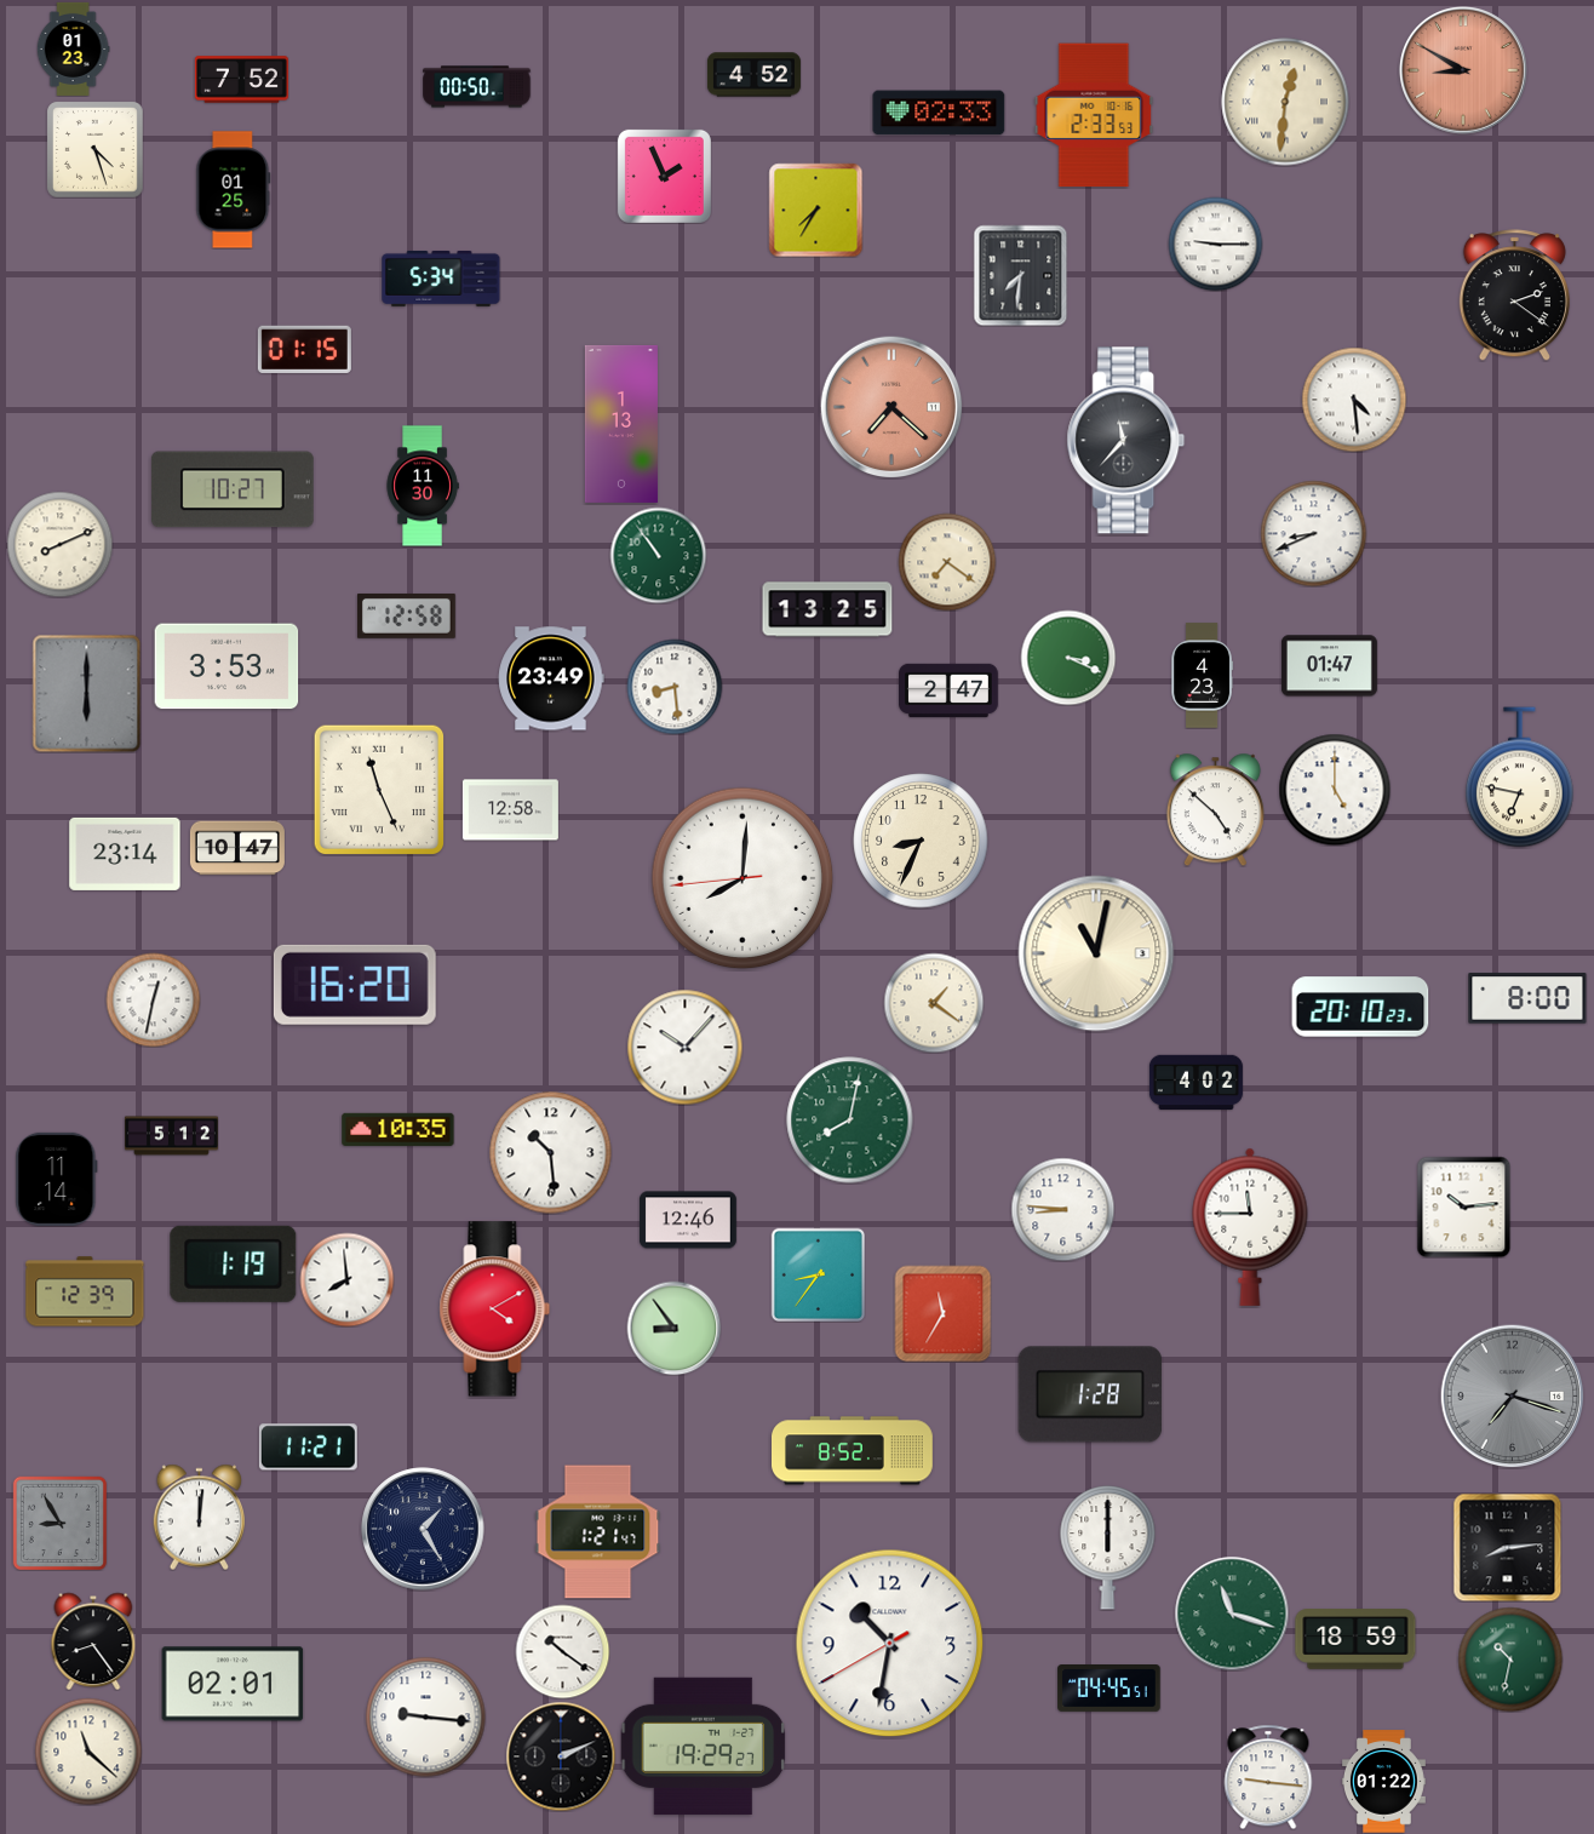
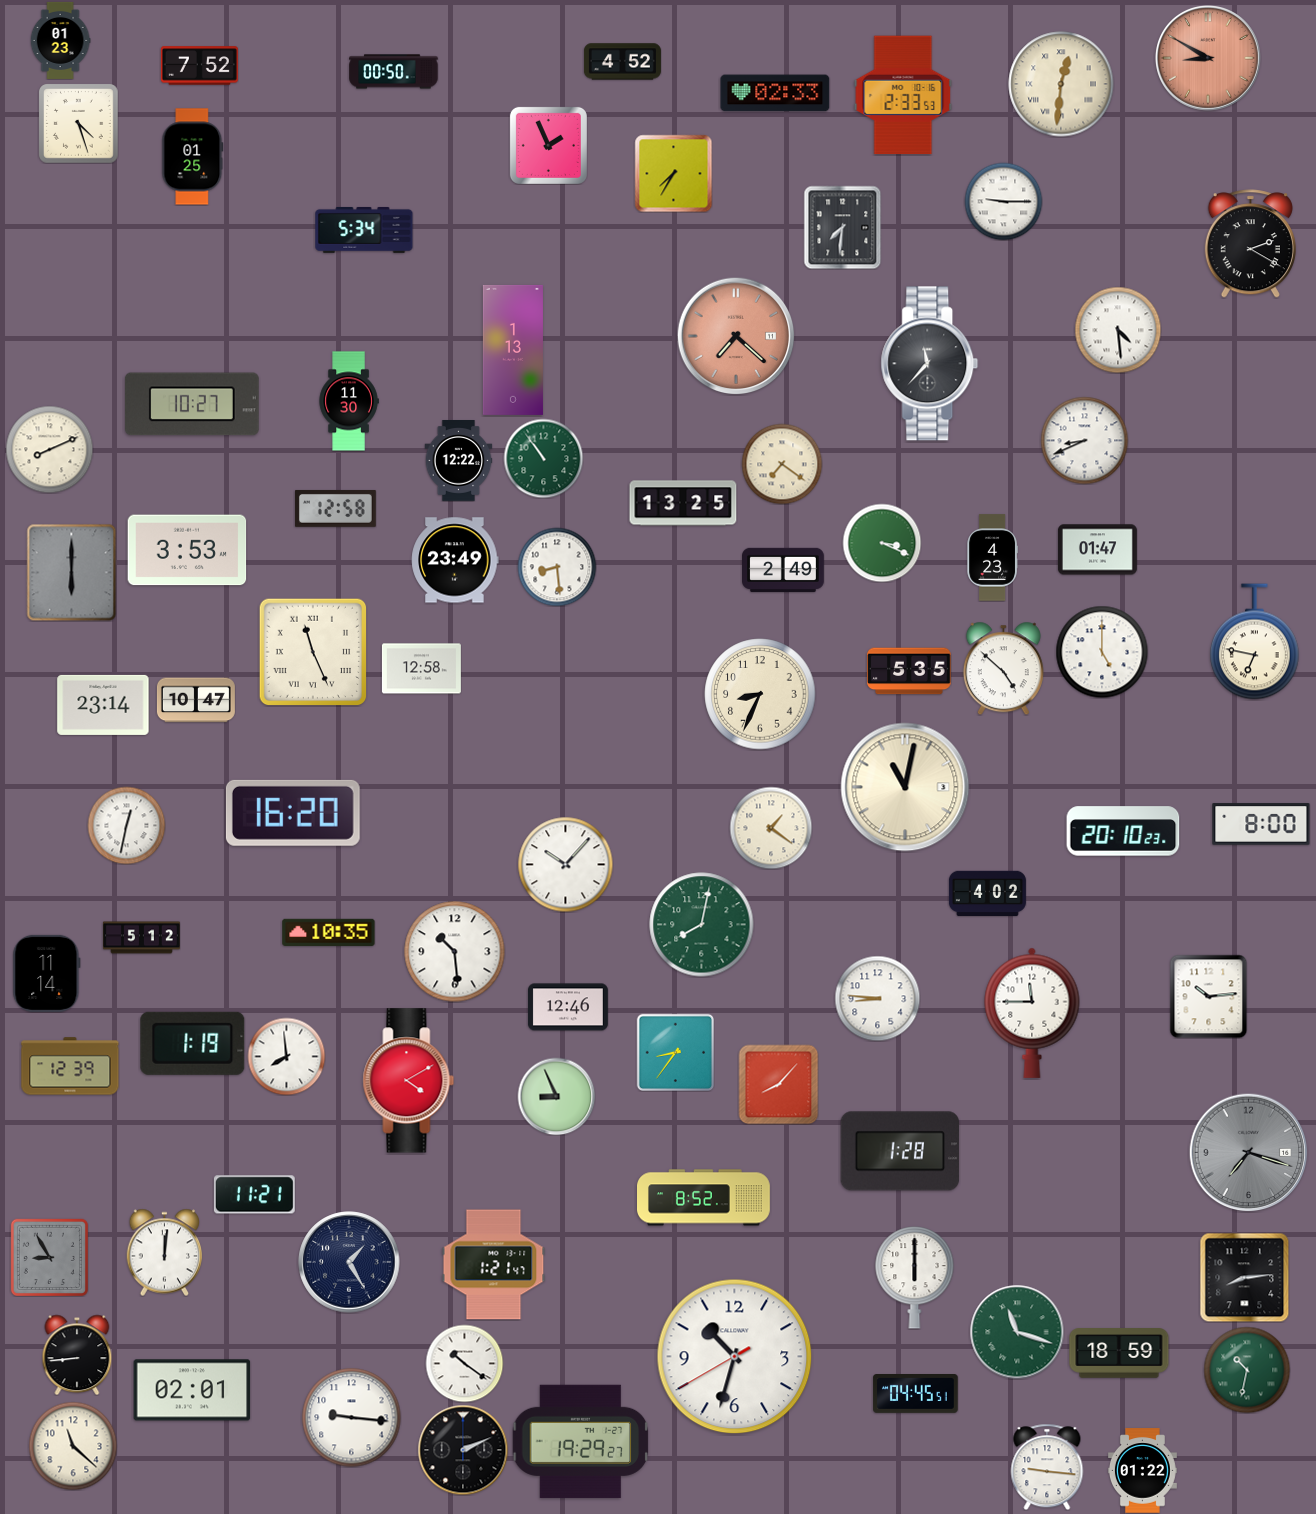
clock at (1514, 296): 2:21 -> 2:20
clock at (304, 349): 01:15 -> none
clock at (459, 461): none -> 12:22
clock at (950, 690): 2:47 -> 2:49
clock at (909, 671): none -> 5:35
clock at (742, 878): 8:00 -> none
clock at (942, 1313): 11:35 -> 8:07
clock at (673, 1328): 8:54 -> 8:56
clock at (93, 1641): 8:24 -> 8:44
clock at (890, 1644): 10:31 -> 10:32
